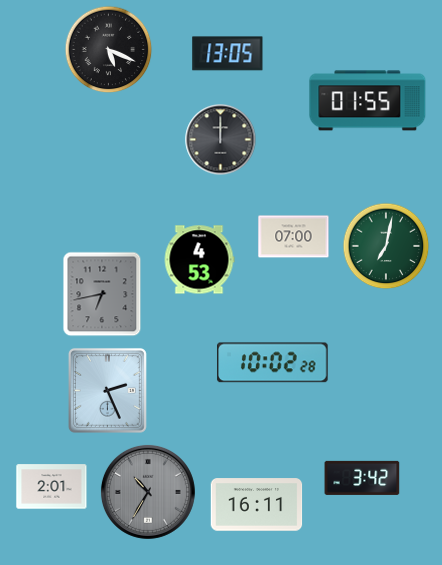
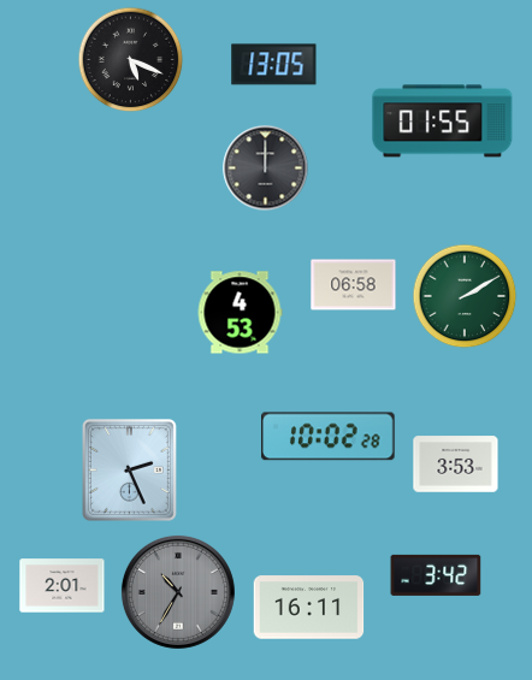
clock at (294, 237): 07:00 -> 06:58
clock at (386, 246): 7:02 -> 2:10
clock at (102, 294): 6:43 -> none
clock at (456, 465): none -> 3:53
